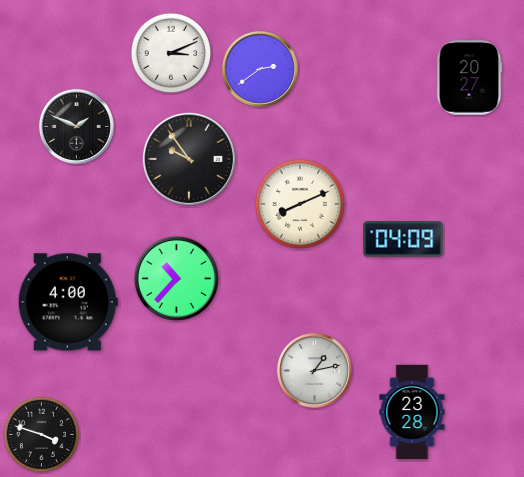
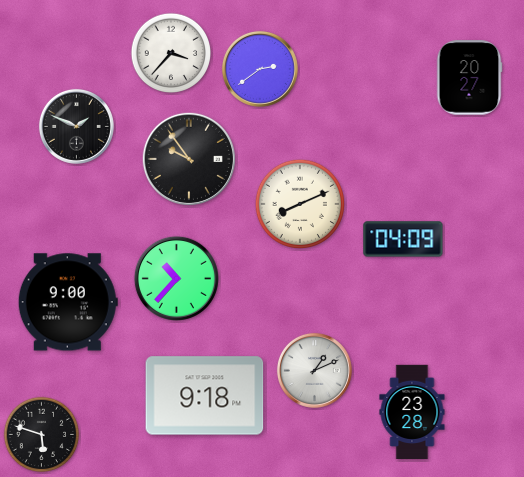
clock at (171, 53): 3:11 -> 3:37
clock at (68, 302): 4:00 -> 9:00
clock at (314, 370): 1:13 -> 1:11
clock at (205, 396): none -> 9:18
clock at (42, 435): 3:48 -> 5:48
